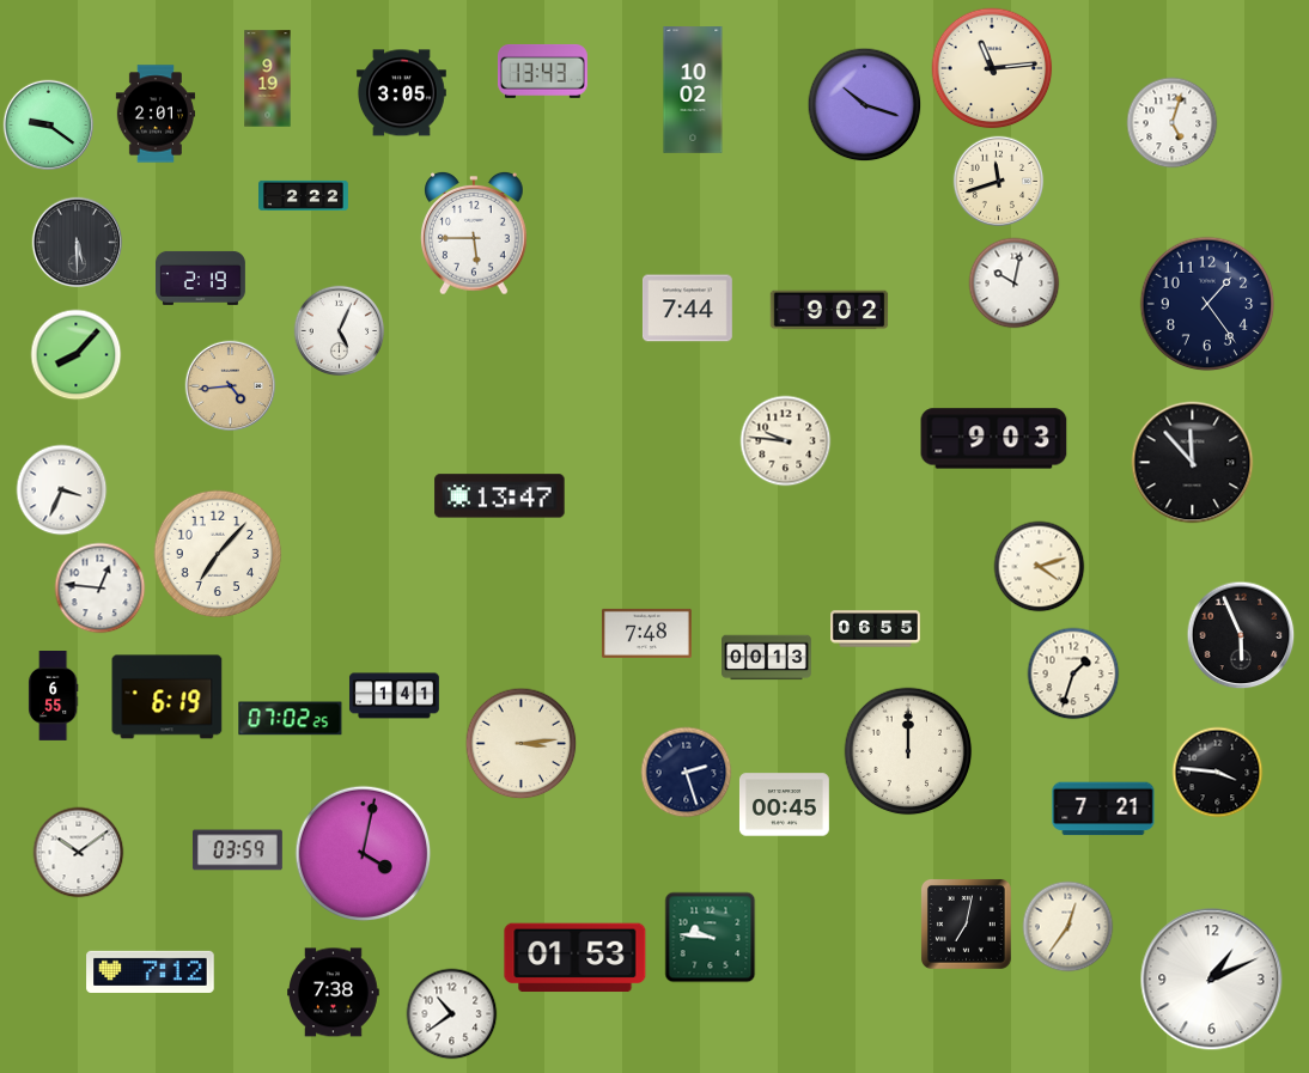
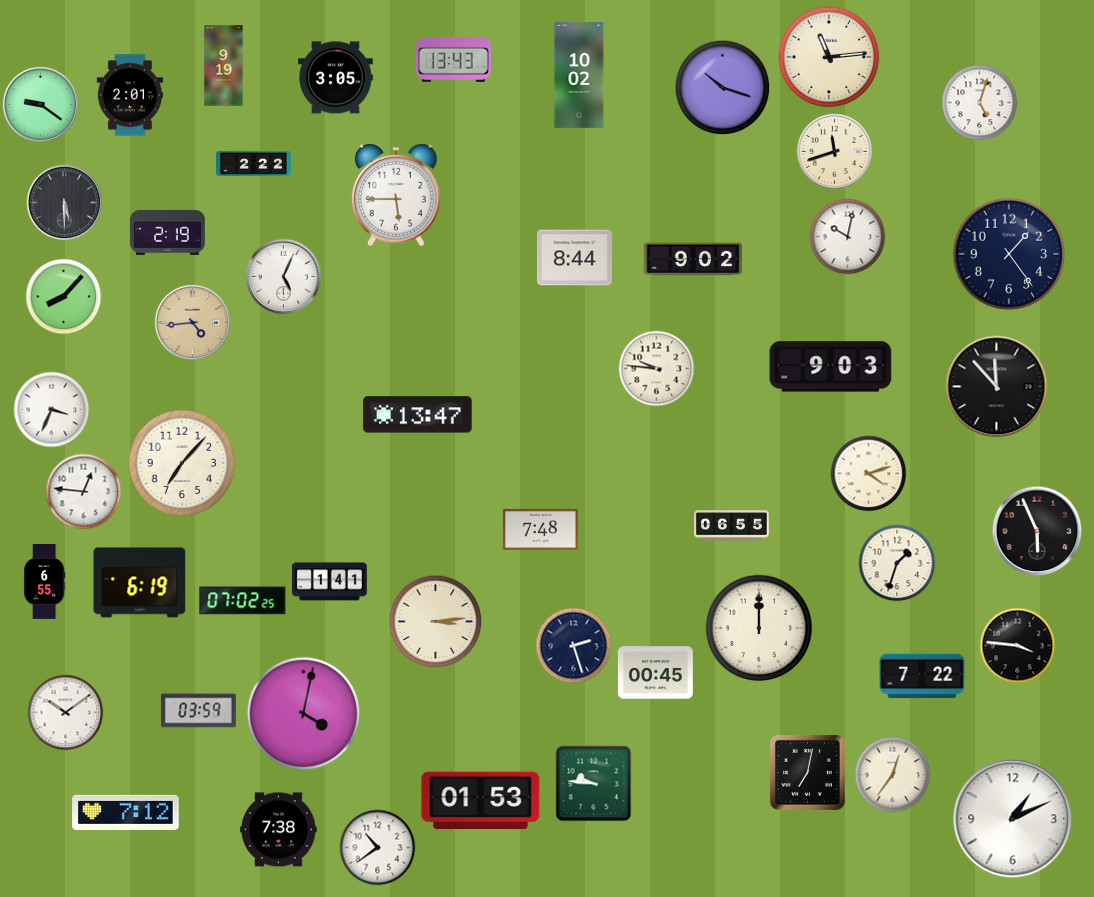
clock at (687, 309): 7:44 -> 8:44
clock at (767, 658): 00:13 -> none
clock at (1103, 809): 7:21 -> 7:22
